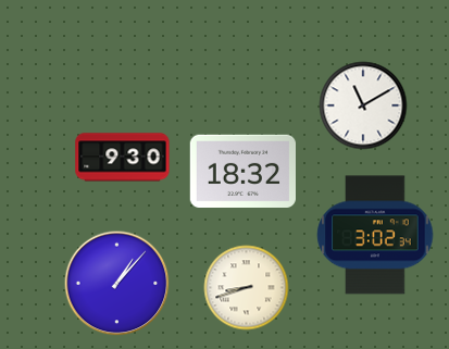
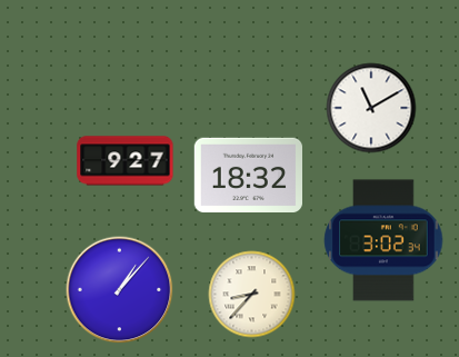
clock at (123, 158): 9:30 -> 9:27
clock at (247, 288): 8:42 -> 8:37
